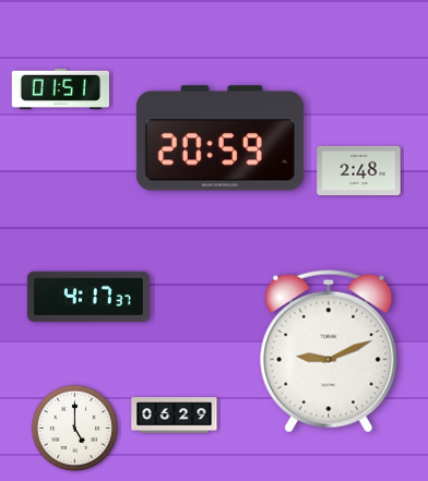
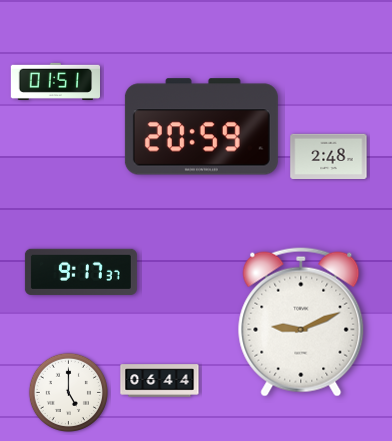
clock at (88, 297): 4:17 -> 9:17
clock at (175, 416): 06:29 -> 06:44
